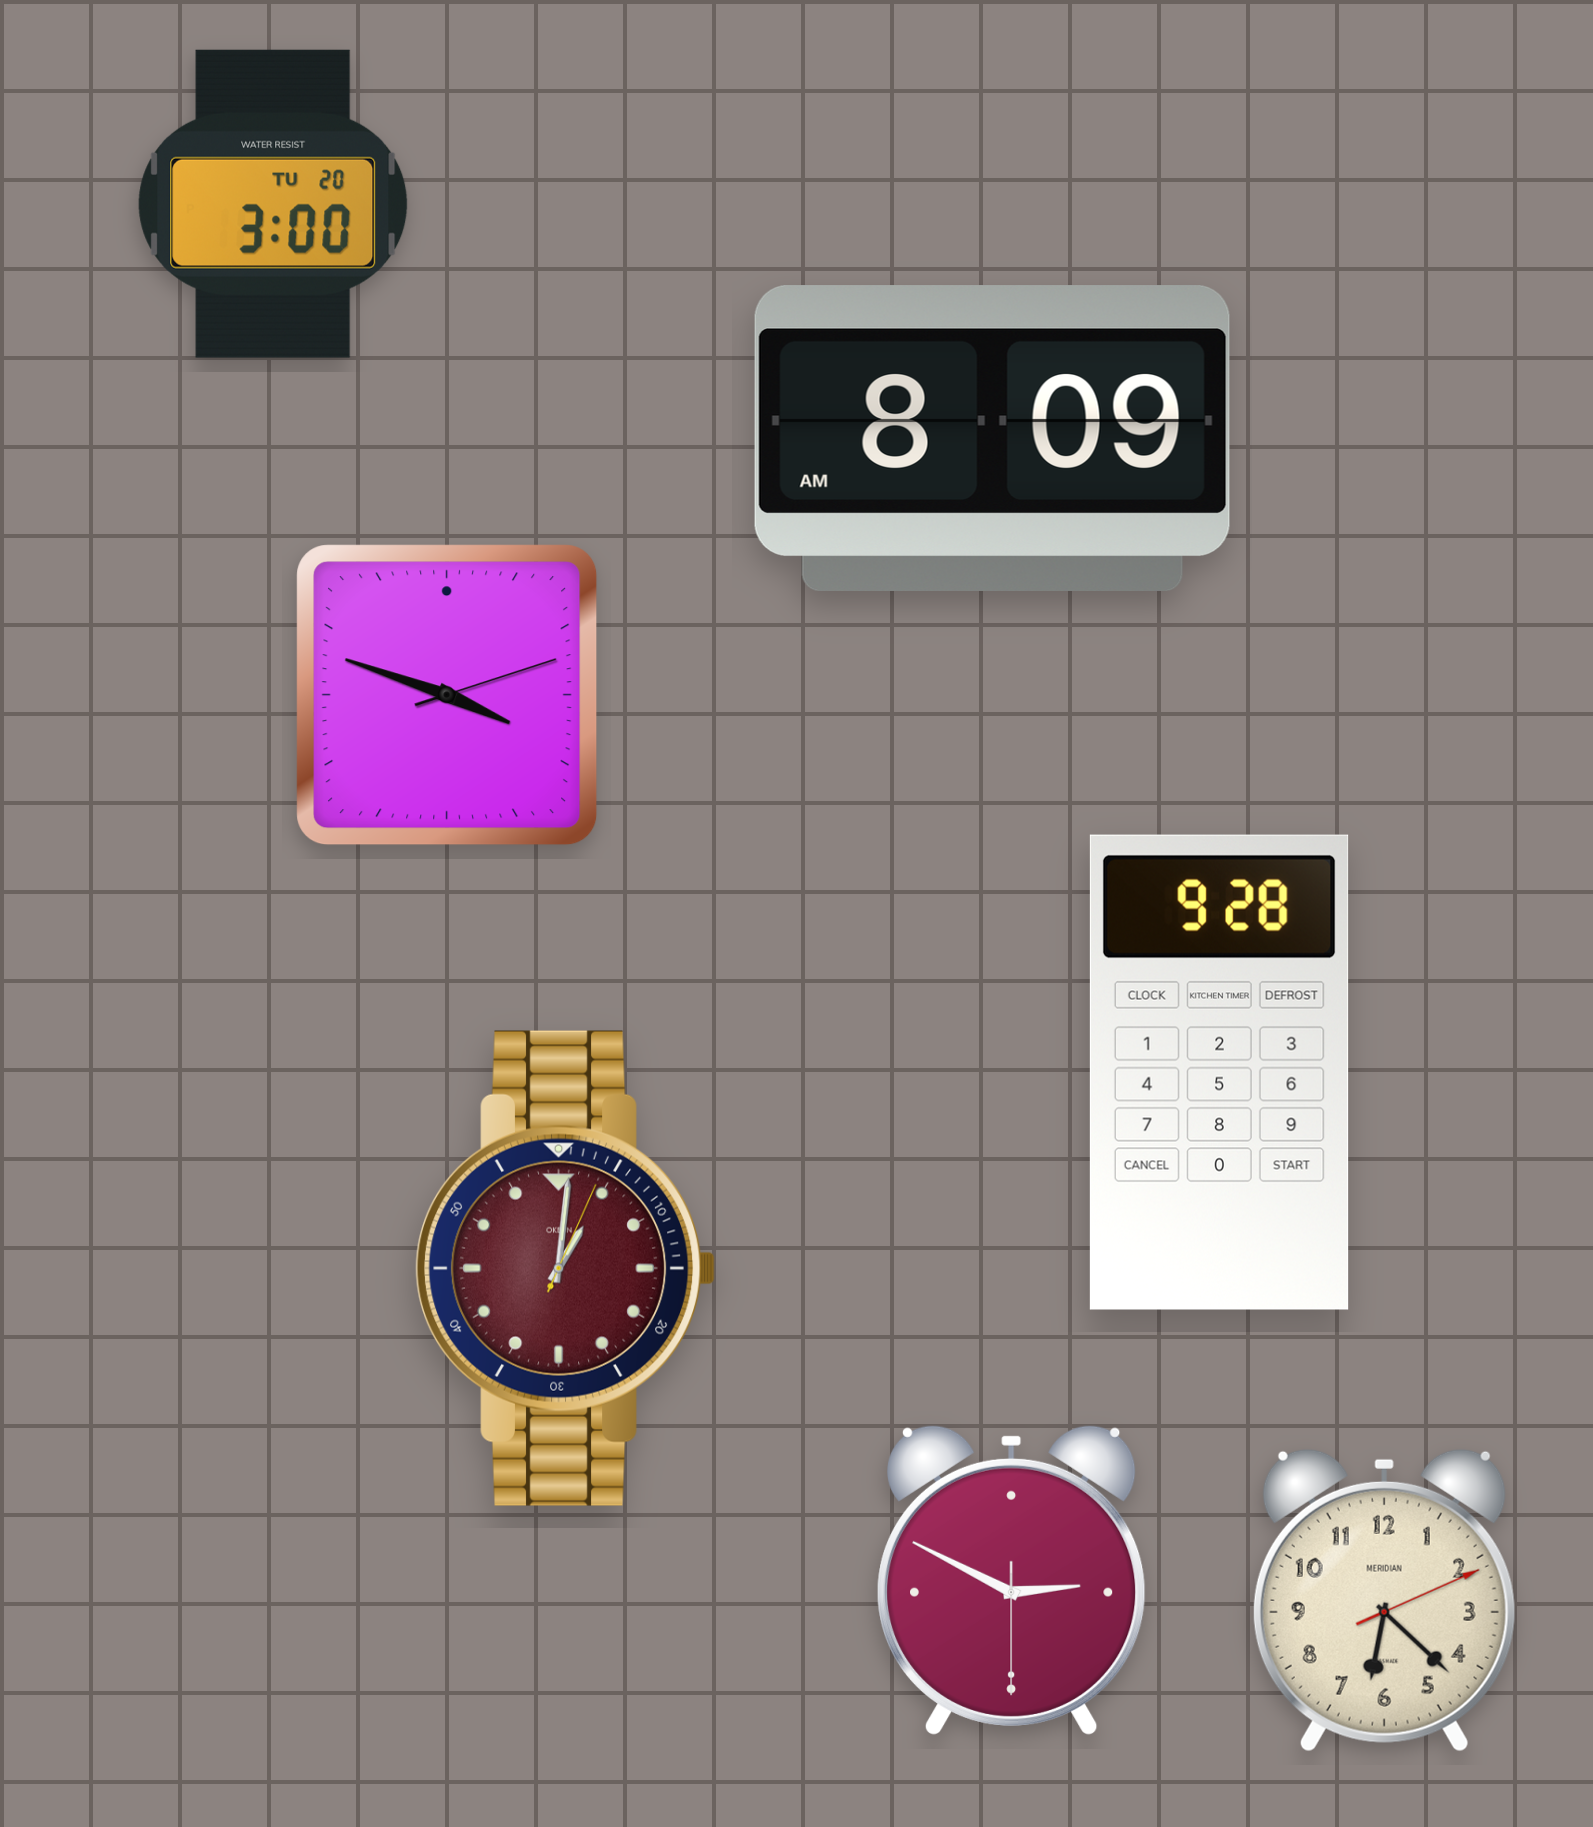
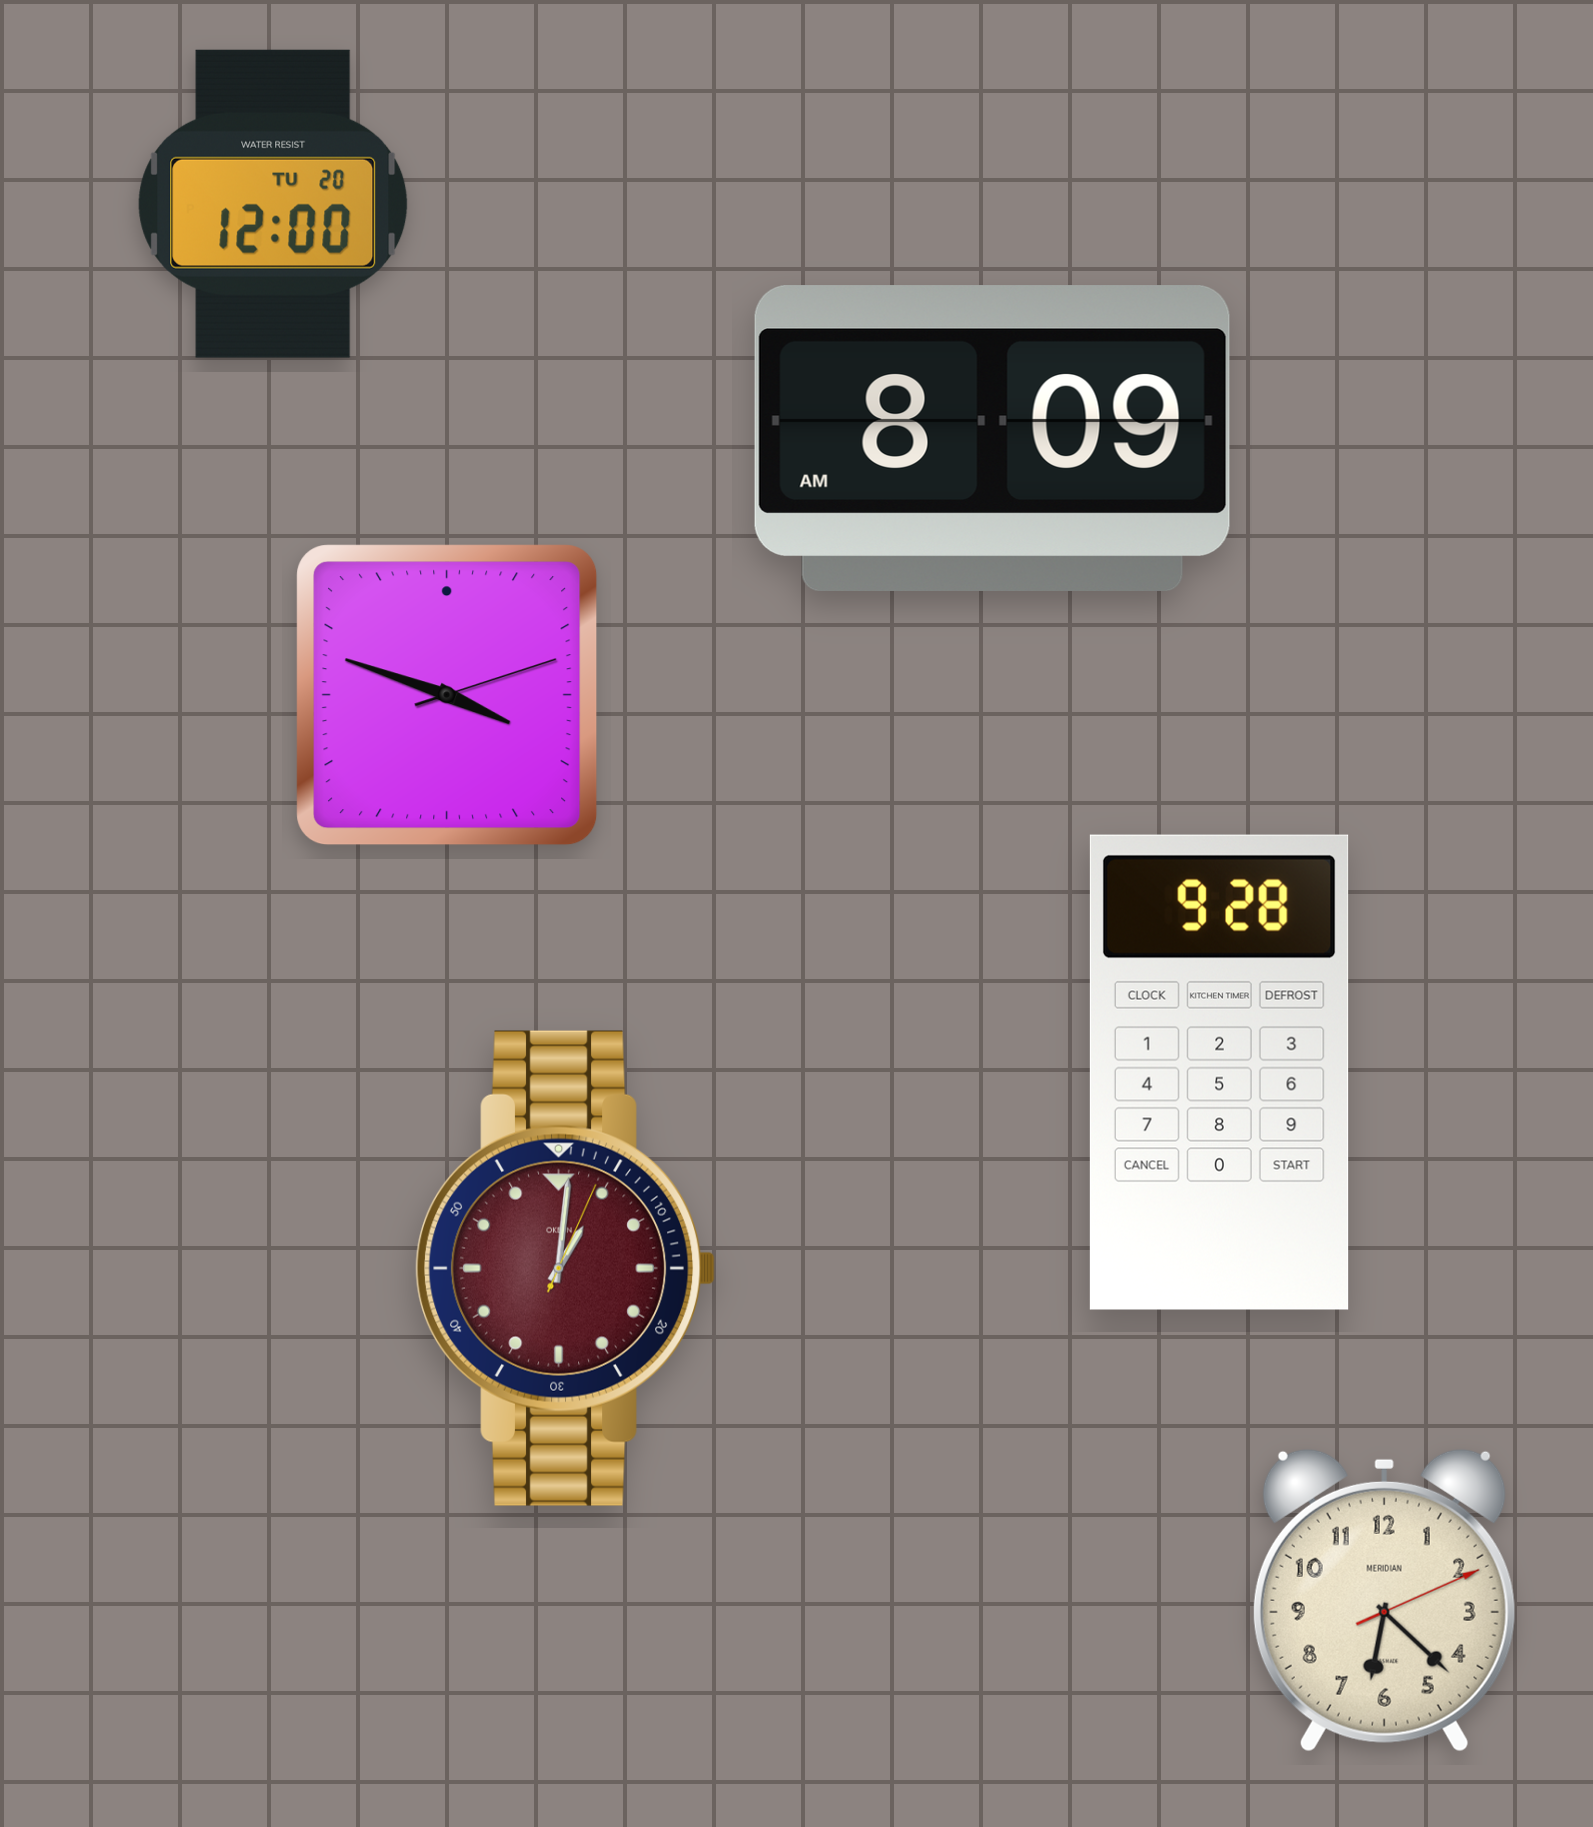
clock at (273, 204): 3:00 -> 12:00
clock at (1012, 1580): 2:49 -> none
